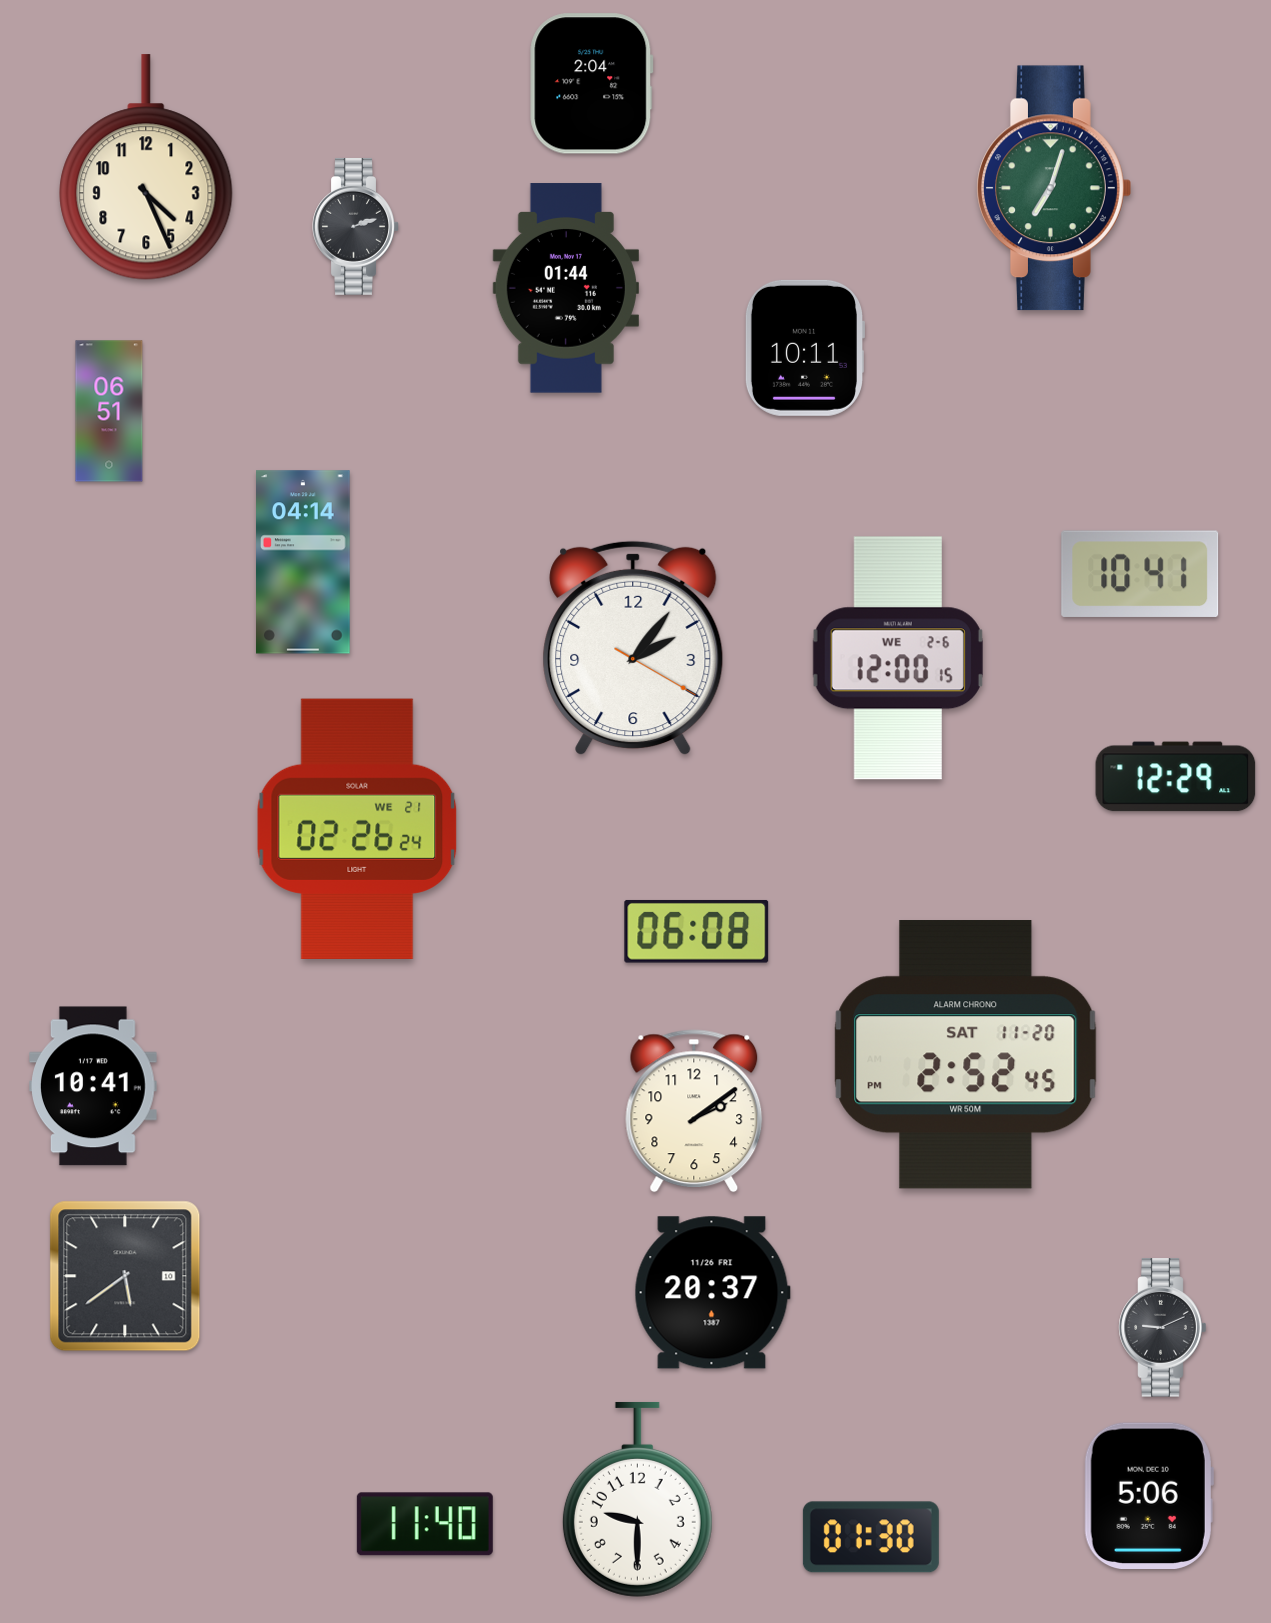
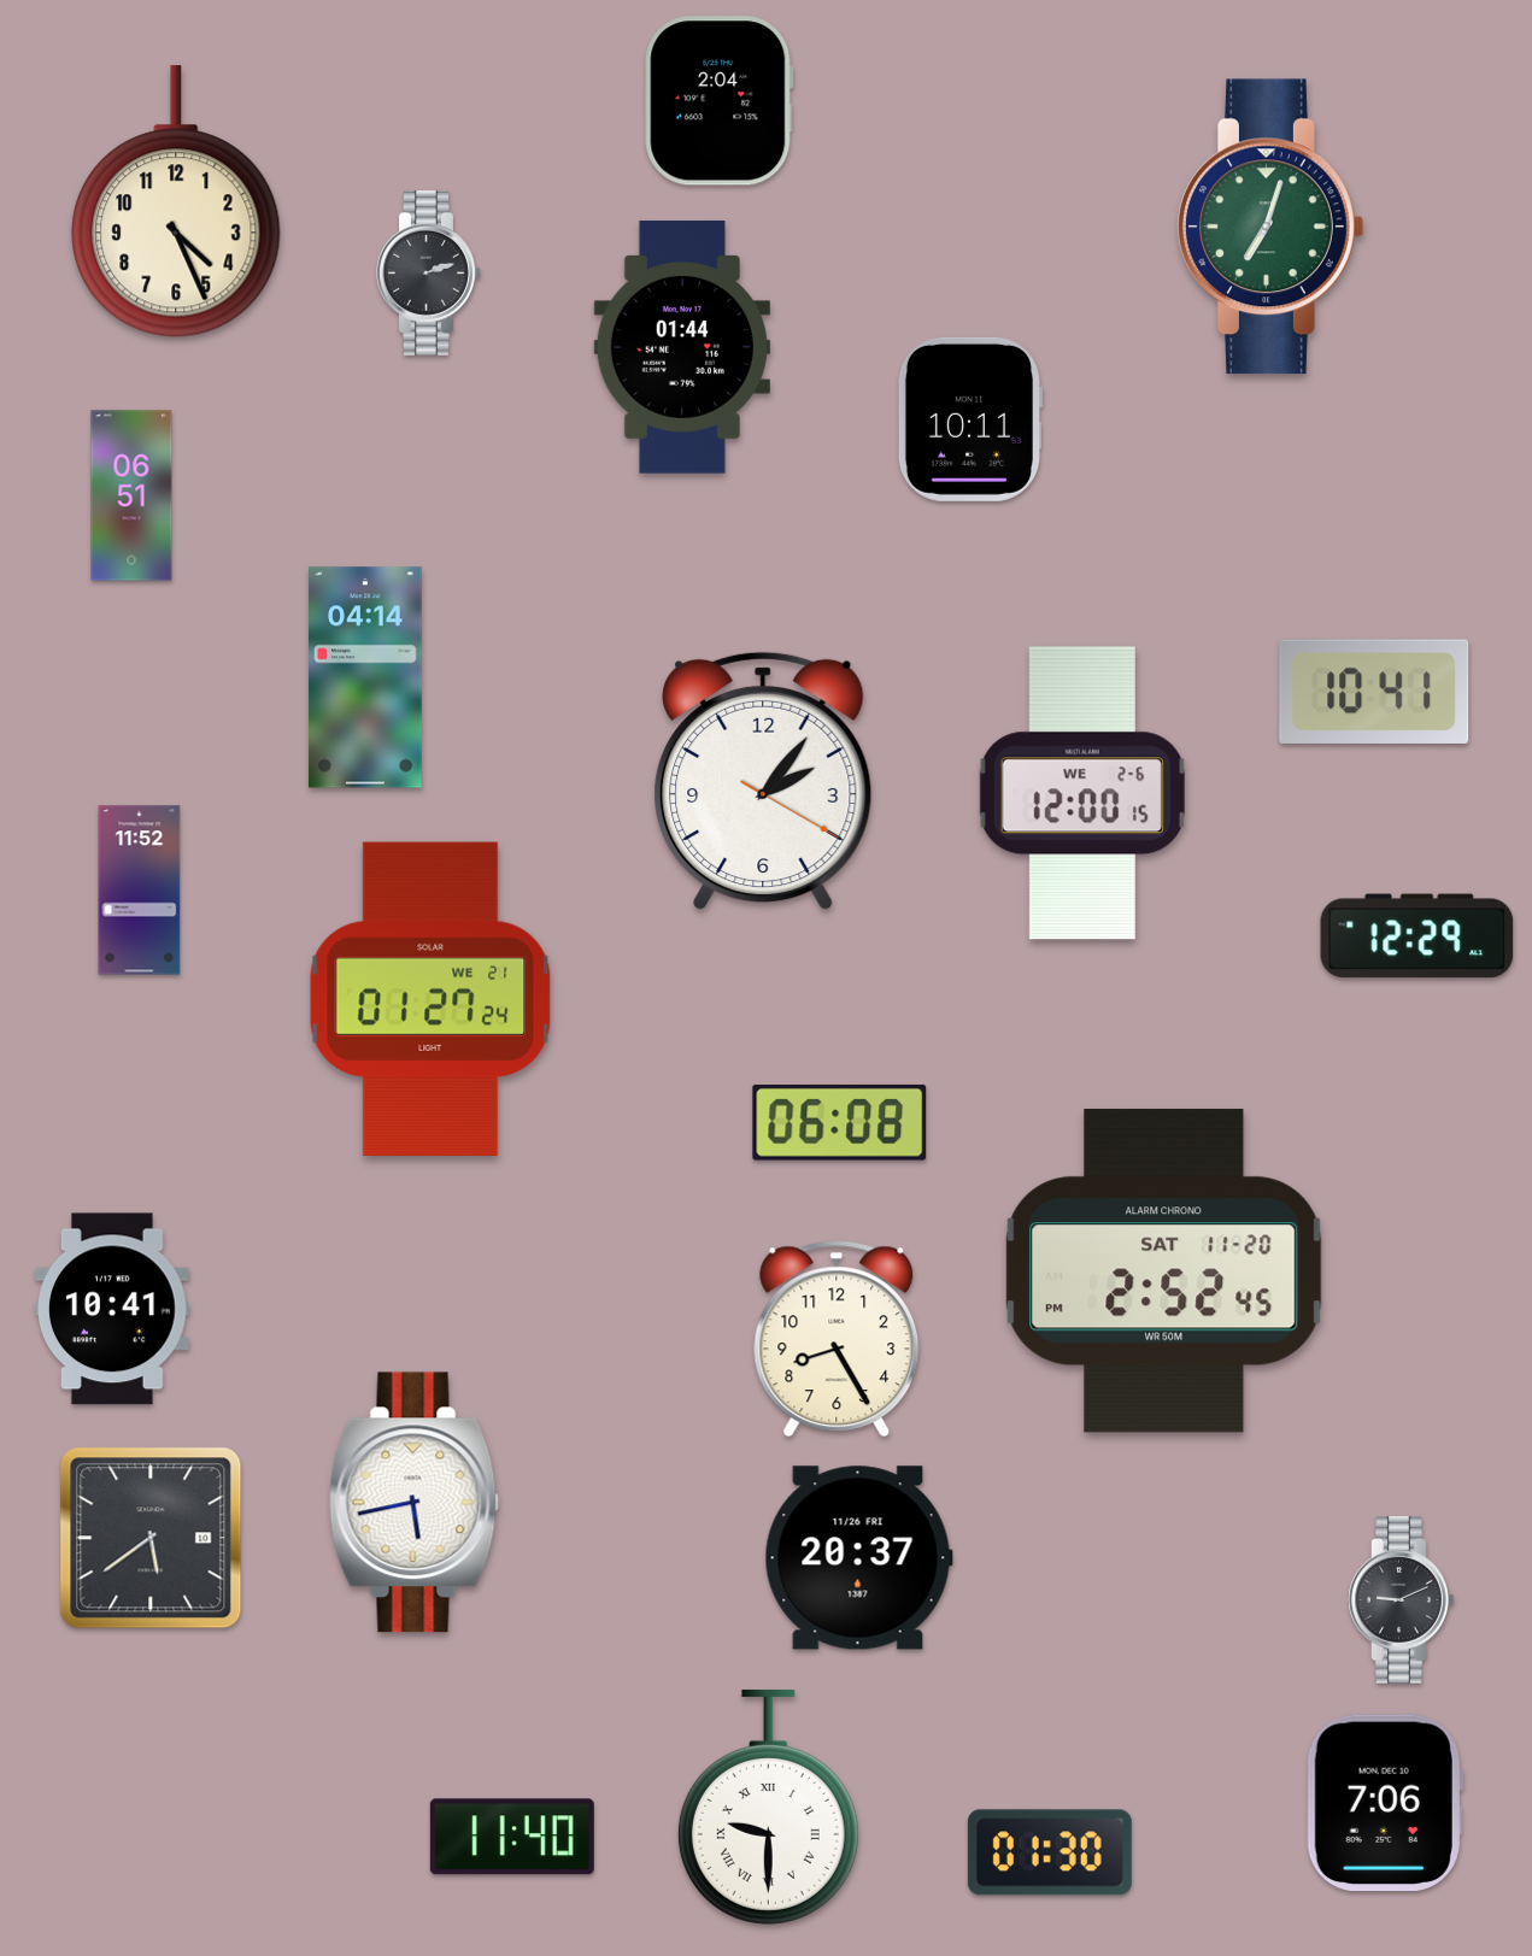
clock at (592, 84) position: (592, 84) -> (720, 101)
clock at (140, 891): none -> 11:52
clock at (357, 828): 02:26 -> 01:27
clock at (694, 1111): 2:09 -> 8:25
clock at (413, 1503): none -> 5:43
clock at (1149, 1495): 5:06 -> 7:06
clock at (637, 1499) numerals: Arabic -> Roman
